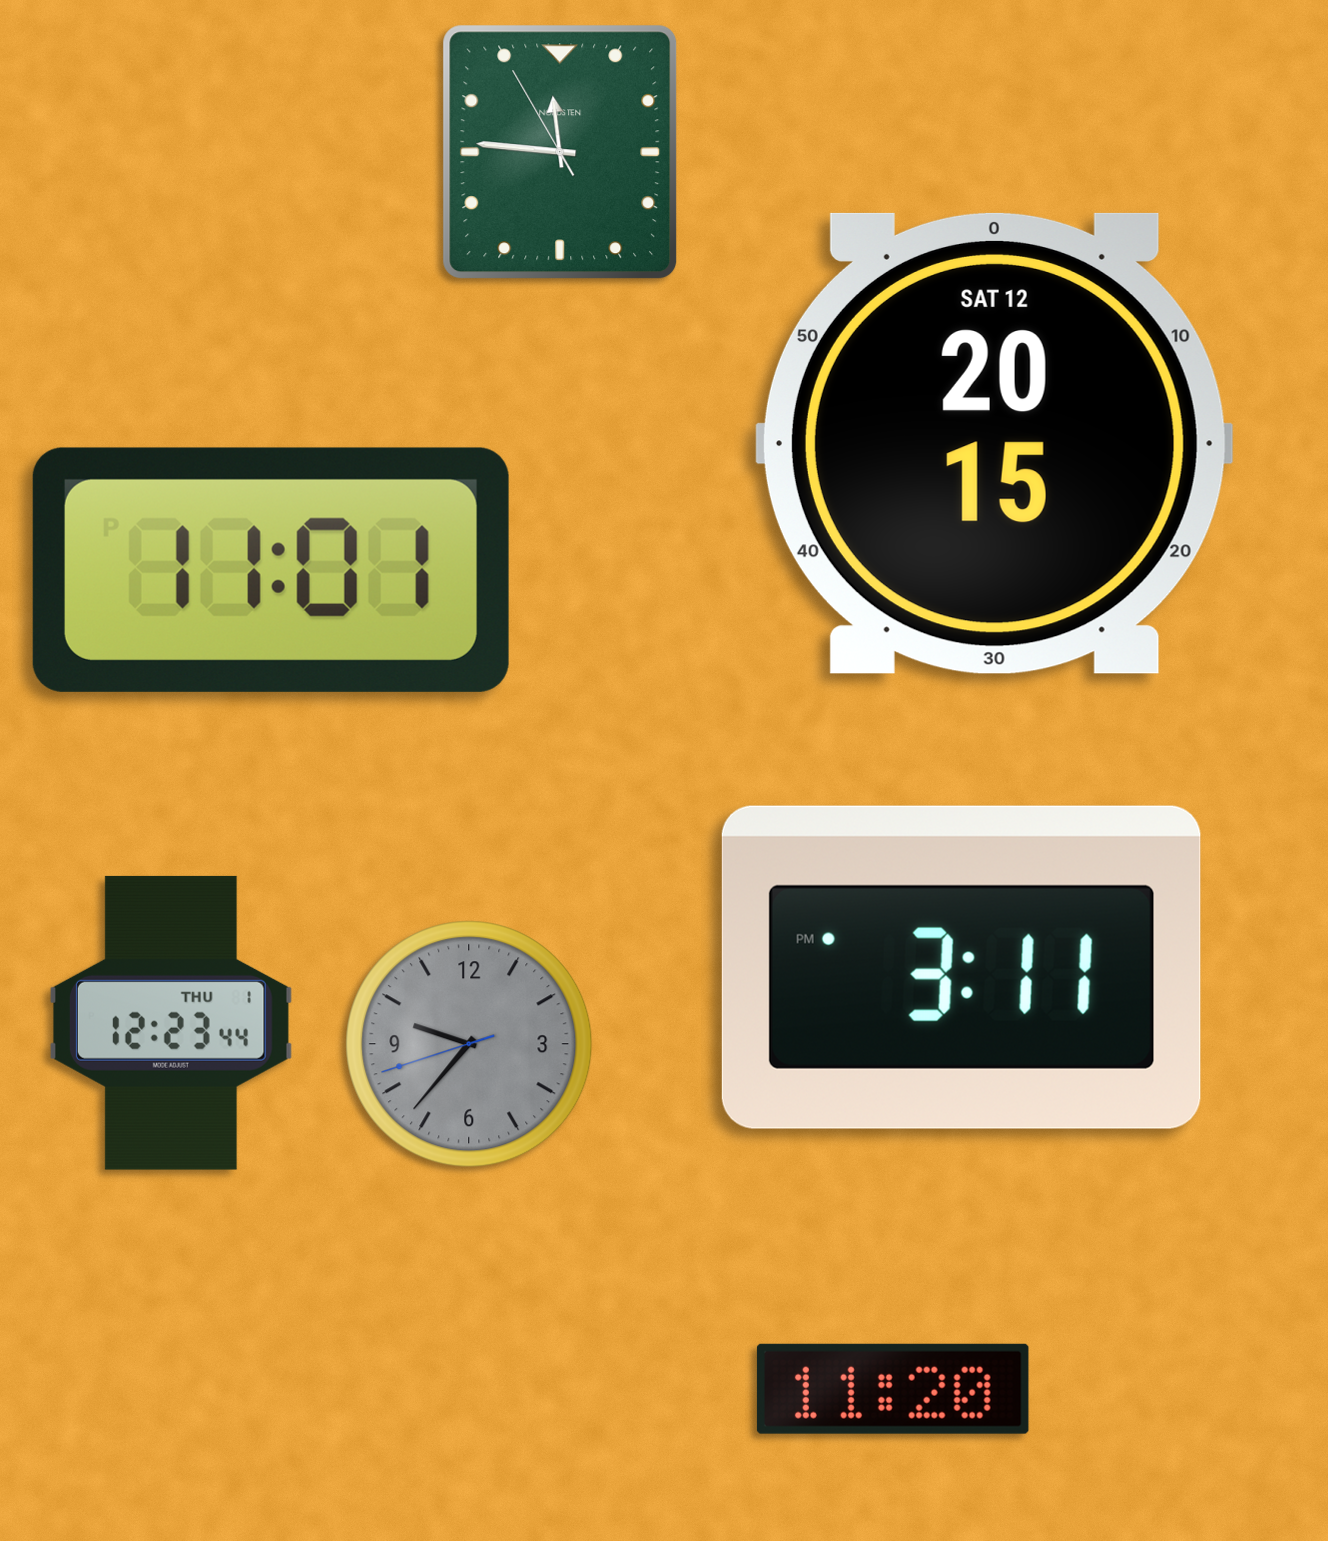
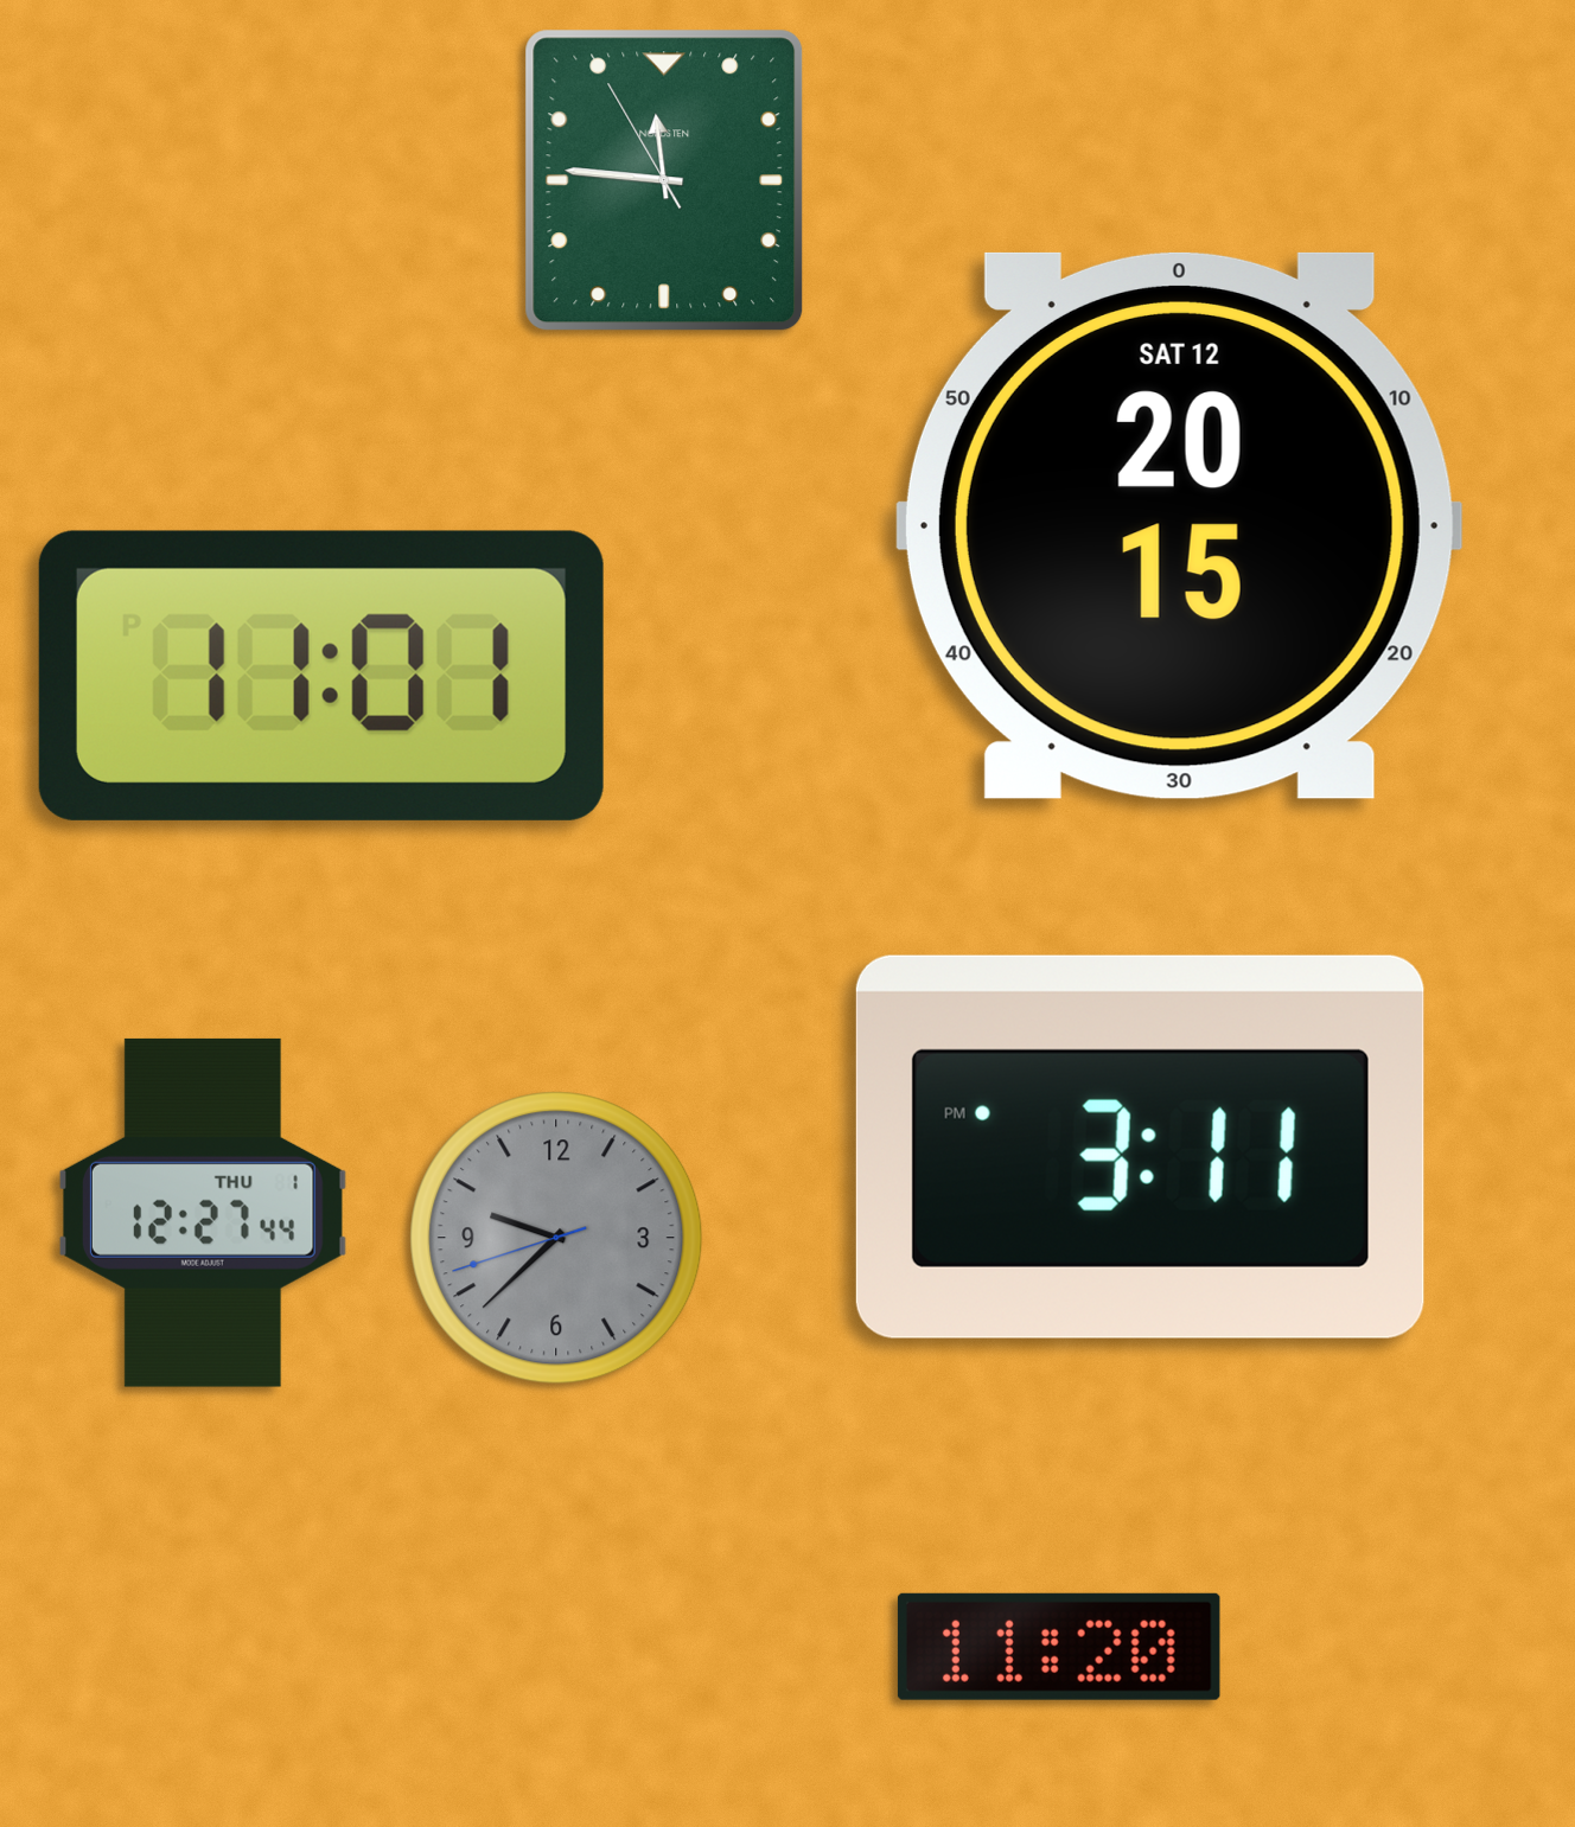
clock at (171, 1023): 12:23 -> 12:27
clock at (469, 1044): 9:36 -> 9:37
